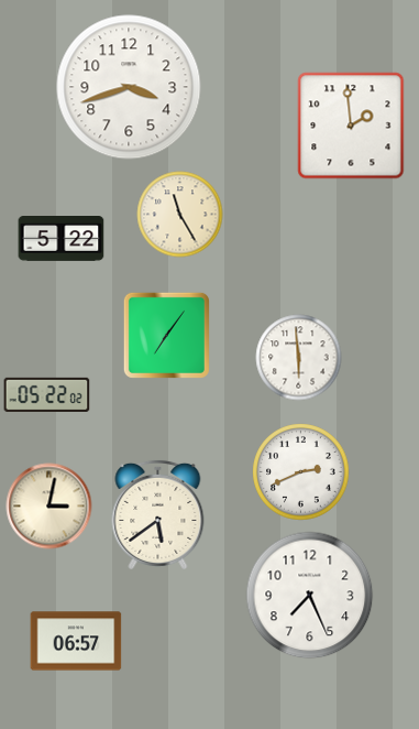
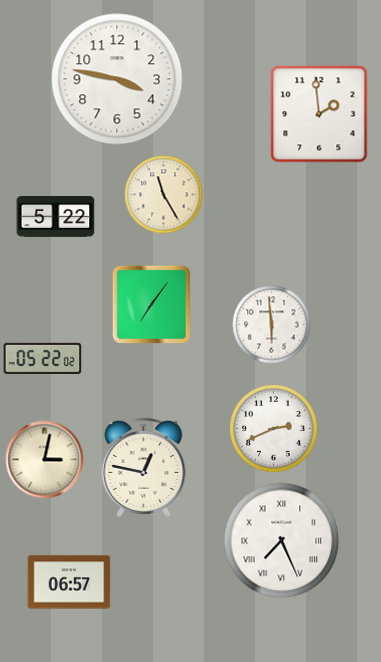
clock at (129, 87): 3:42 -> 3:47
clock at (158, 514): 5:39 -> 12:47
clock at (309, 595) numerals: Arabic -> Roman
